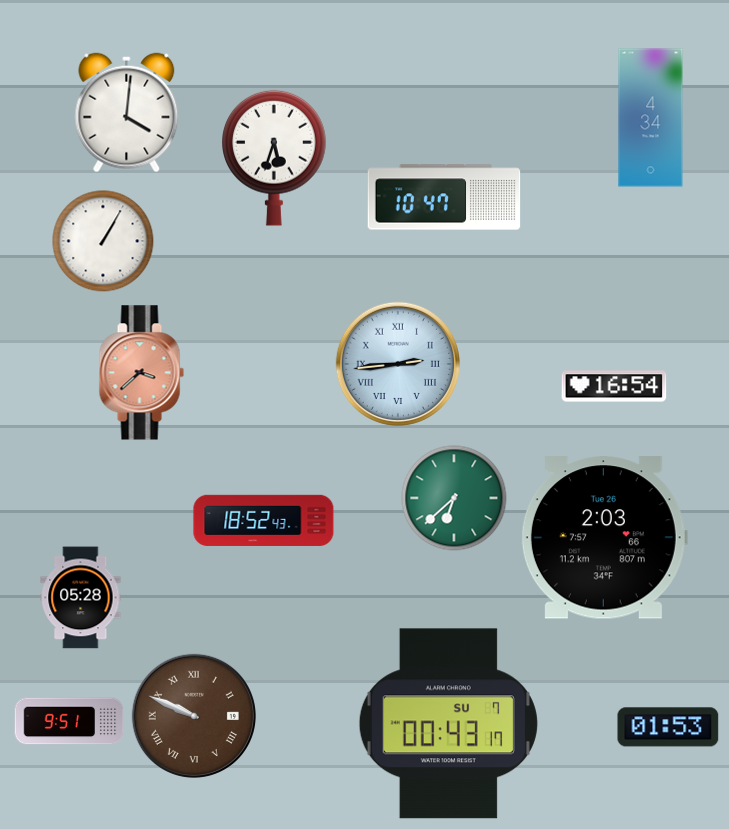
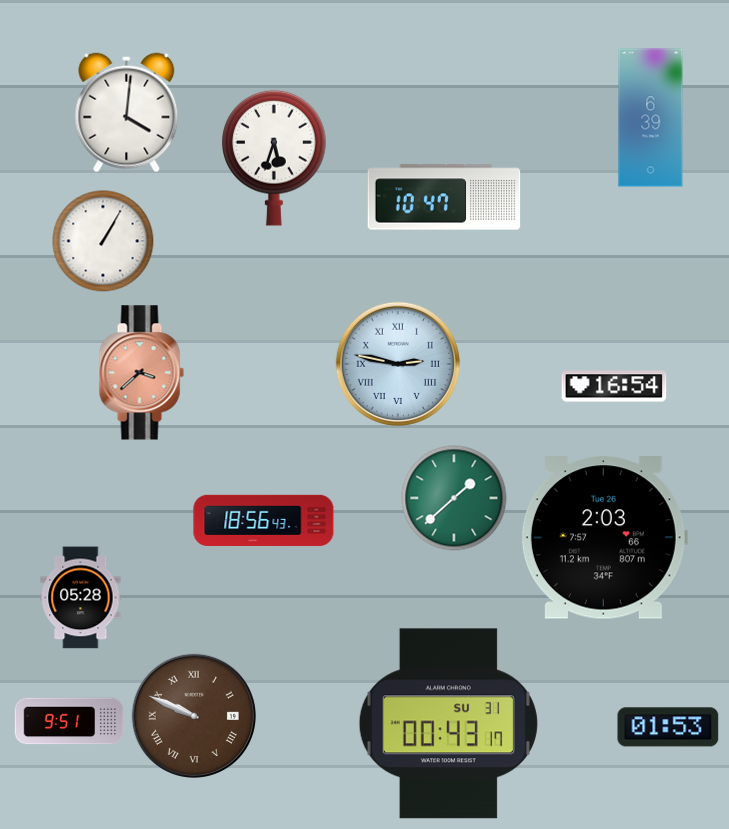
clock at (651, 118): 4:34 -> 6:39
clock at (398, 364): 2:44 -> 2:47
clock at (454, 498): 6:38 -> 1:38
clock at (264, 520): 18:52 -> 18:56
clock at (448, 724) date: SU 7 -> SU 31
